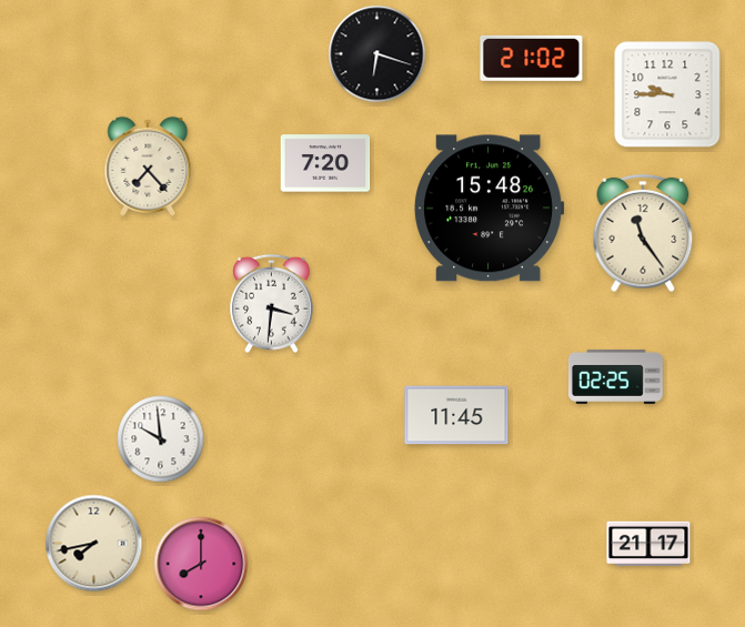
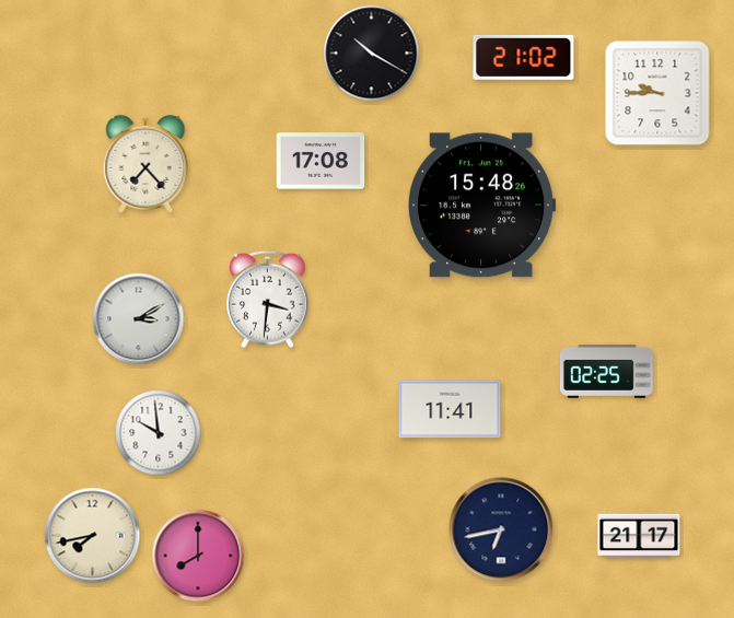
clock at (377, 54): 6:18 -> 10:20
clock at (325, 163): 7:20 -> 17:08
clock at (643, 233): 11:24 -> none
clock at (139, 319): none -> 3:10
clock at (456, 415): 11:45 -> 11:41
clock at (501, 529): none -> 6:43
